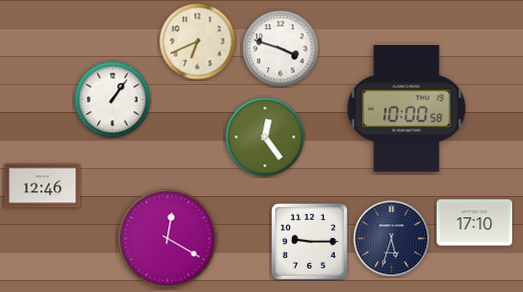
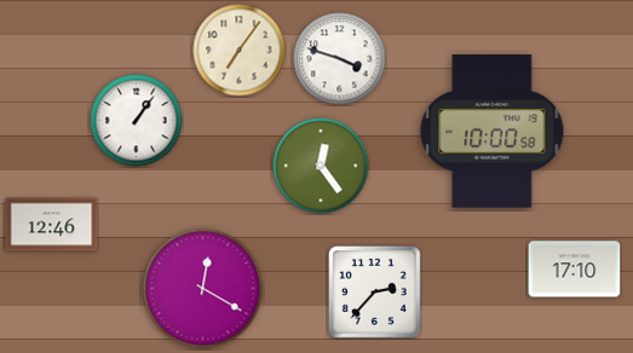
clock at (198, 42): 6:41 -> 7:06
clock at (392, 239): 5:33 -> none
clock at (309, 241): 9:15 -> 2:37
